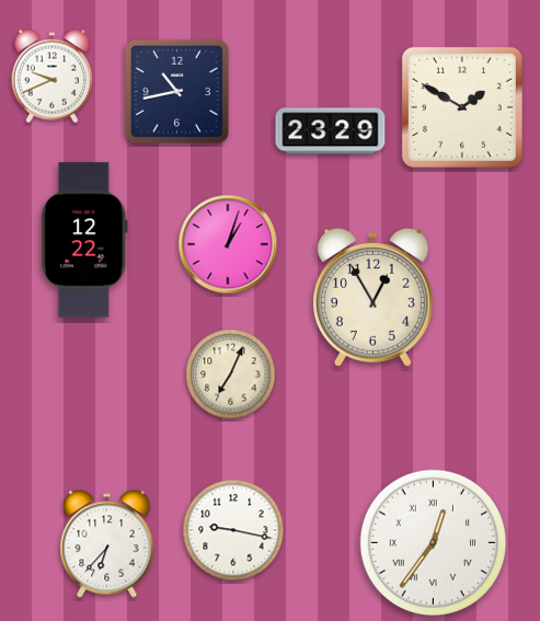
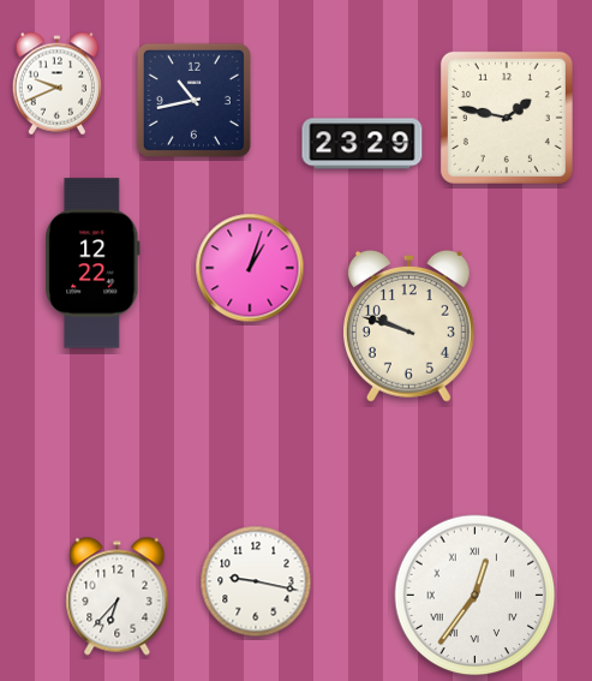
clock at (462, 107): 1:50 -> 1:47
clock at (372, 298): 12:55 -> 9:48
clock at (231, 375): 7:04 -> none
